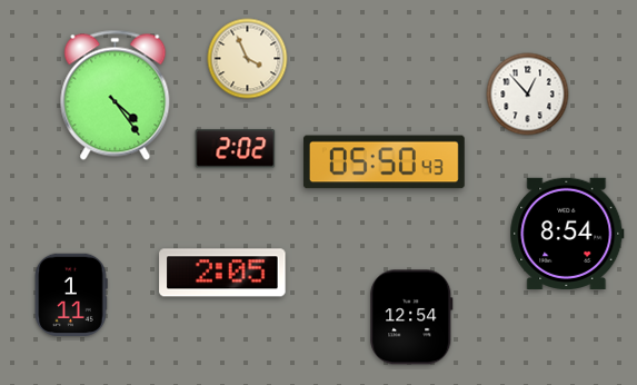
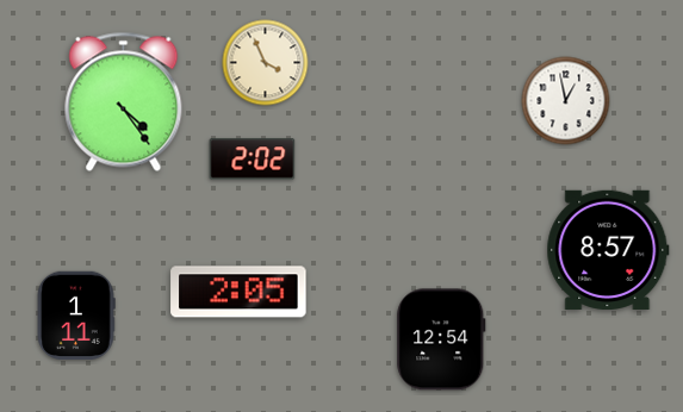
clock at (528, 95): 12:53 -> 12:58
clock at (384, 162): 05:50 -> none
clock at (567, 234): 8:54 -> 8:57
